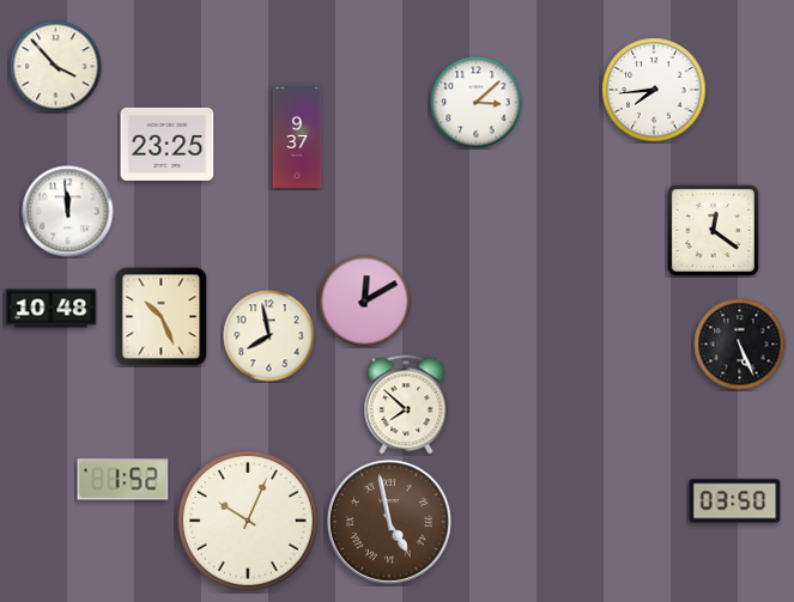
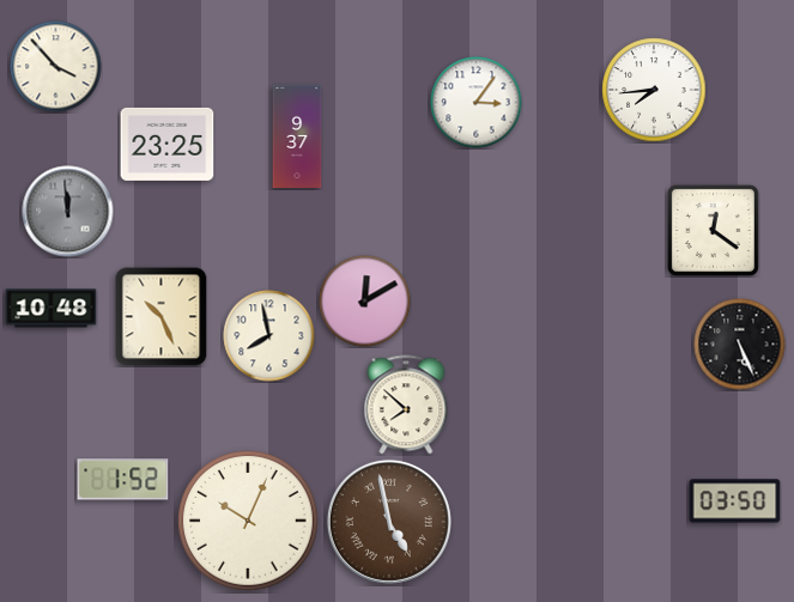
clock at (477, 103): 3:08 -> 3:06
clock at (68, 212) dial: white -> grey
